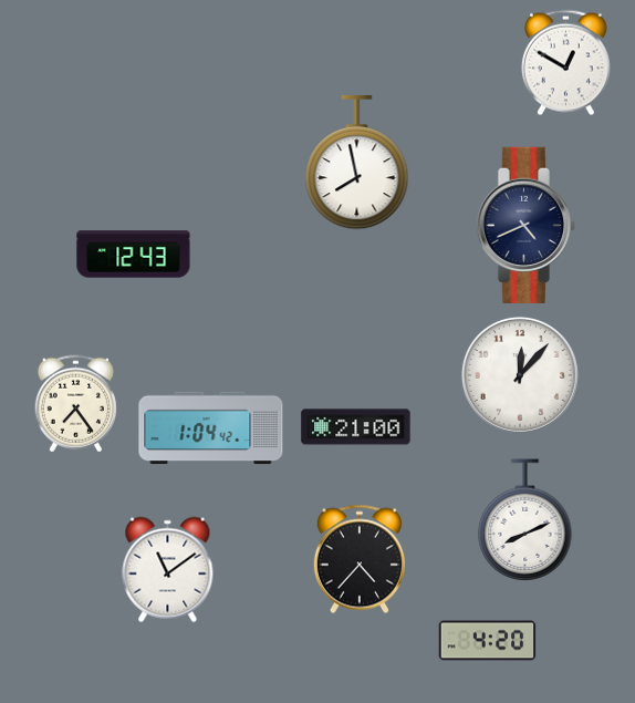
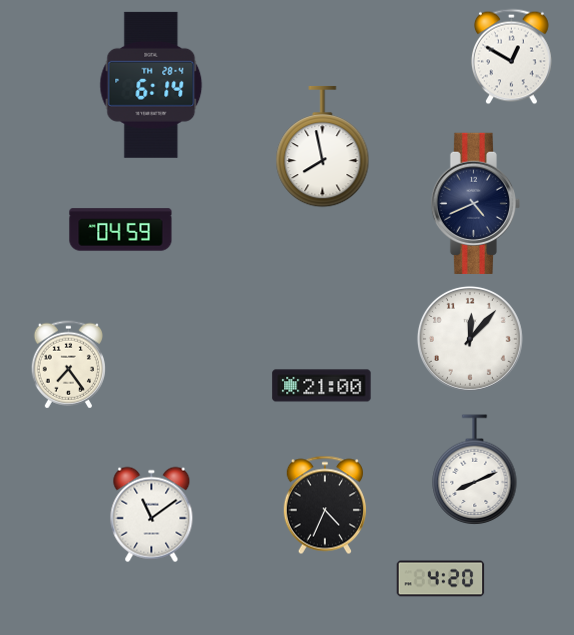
clock at (151, 85): none -> 6:14
clock at (134, 255): 12:43 -> 04:59
clock at (211, 428): 1:04 -> none
clock at (360, 559): 4:37 -> 4:34
